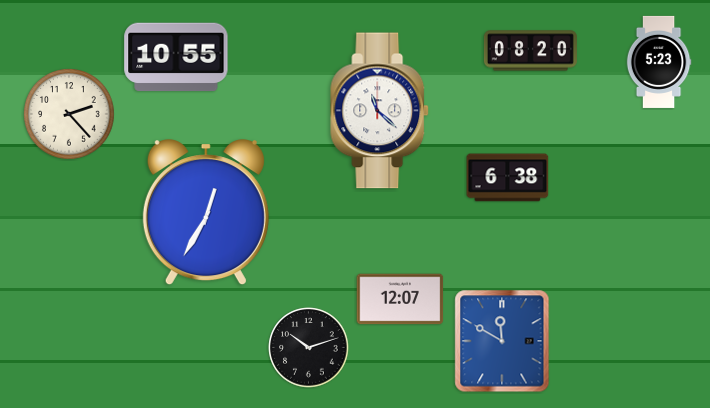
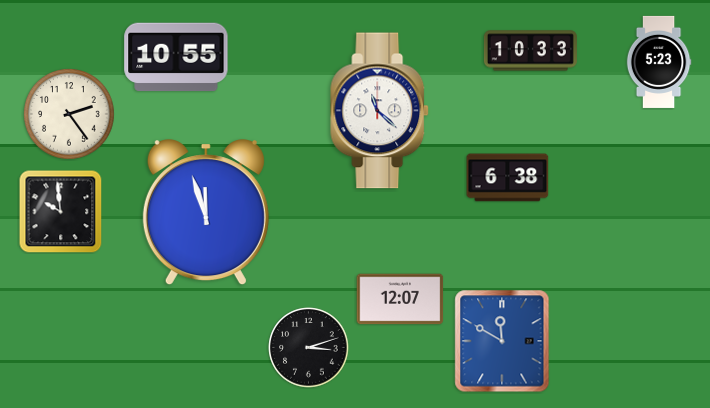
clock at (530, 51): 08:20 -> 10:33
clock at (69, 114): 2:23 -> 2:24
clock at (61, 212): none -> 9:59
clock at (206, 213): 12:35 -> 11:57
clock at (309, 348): 10:12 -> 3:12
